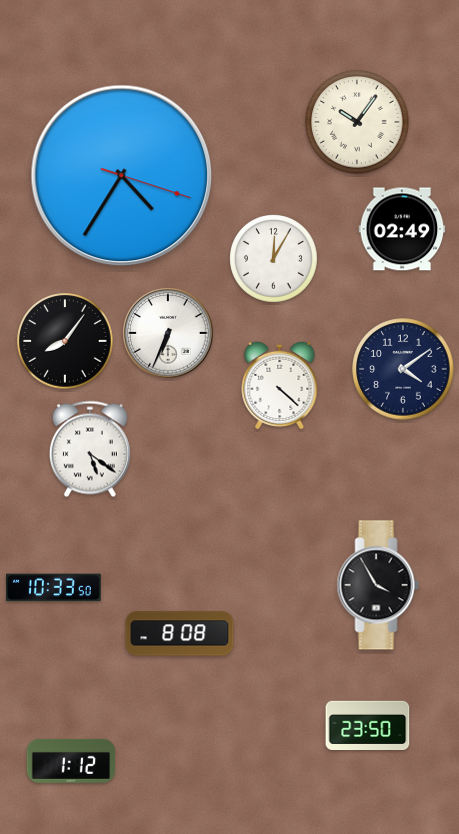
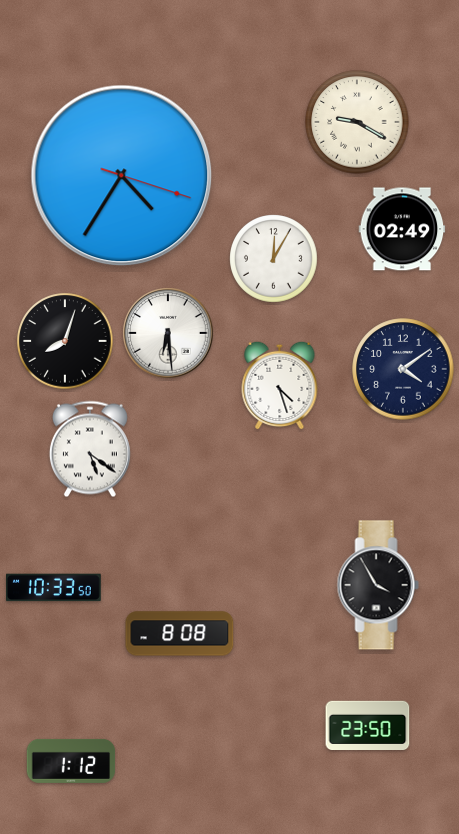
clock at (357, 122): 10:06 -> 9:20
clock at (168, 333): 6:34 -> 6:29
clock at (65, 341): 8:06 -> 8:03
clock at (280, 385): 4:22 -> 4:27
